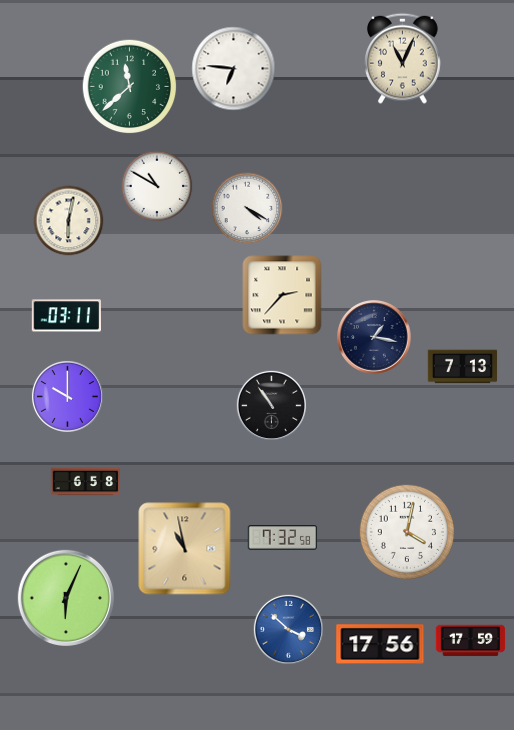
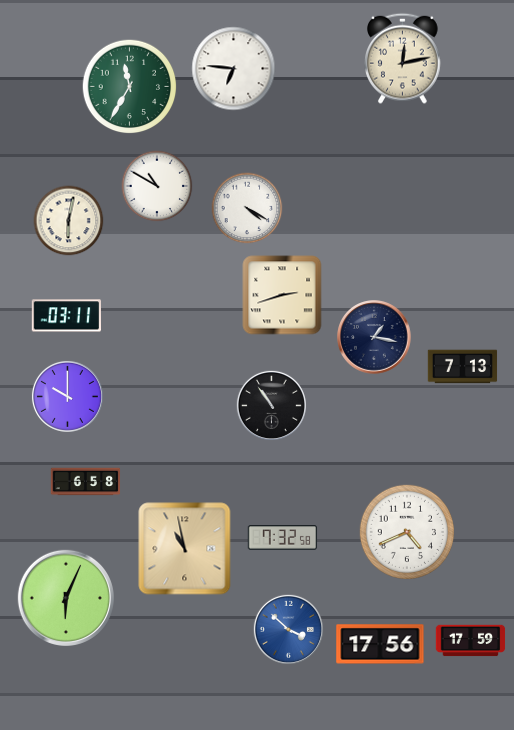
clock at (403, 58): 11:04 -> 12:13
clock at (130, 87): 11:38 -> 11:35
clock at (282, 295): 2:37 -> 2:42
clock at (406, 531): 4:02 -> 4:41
